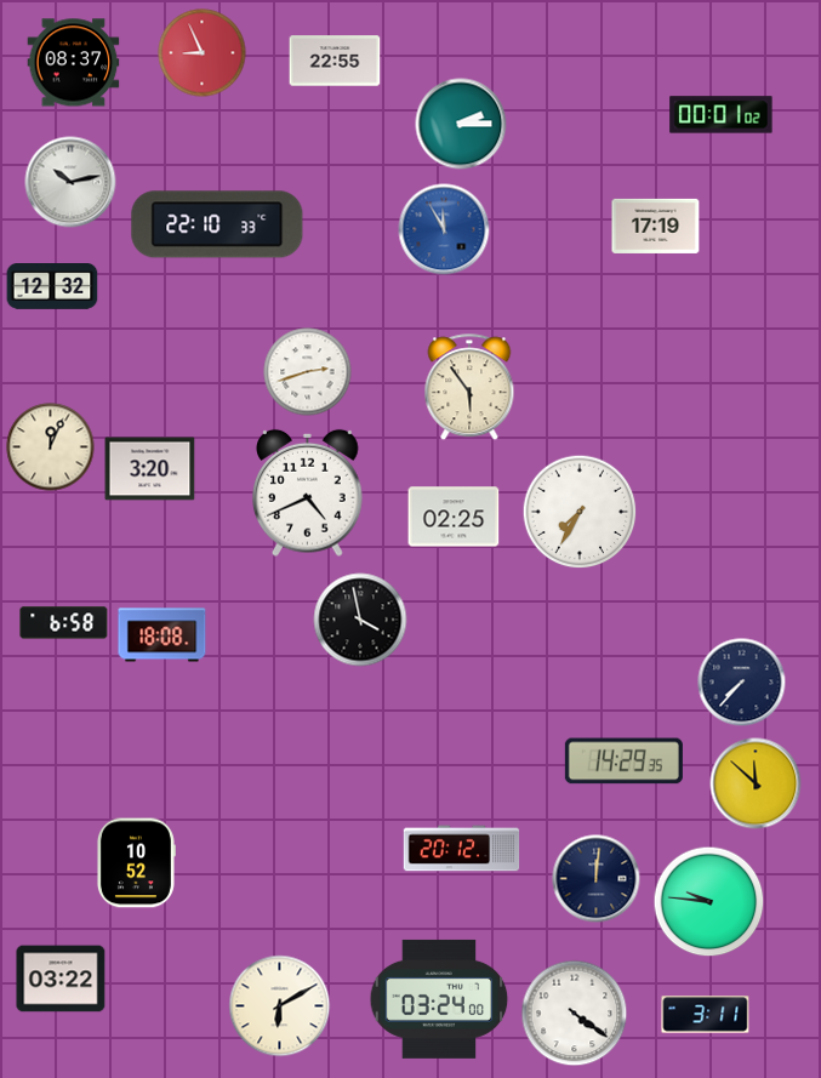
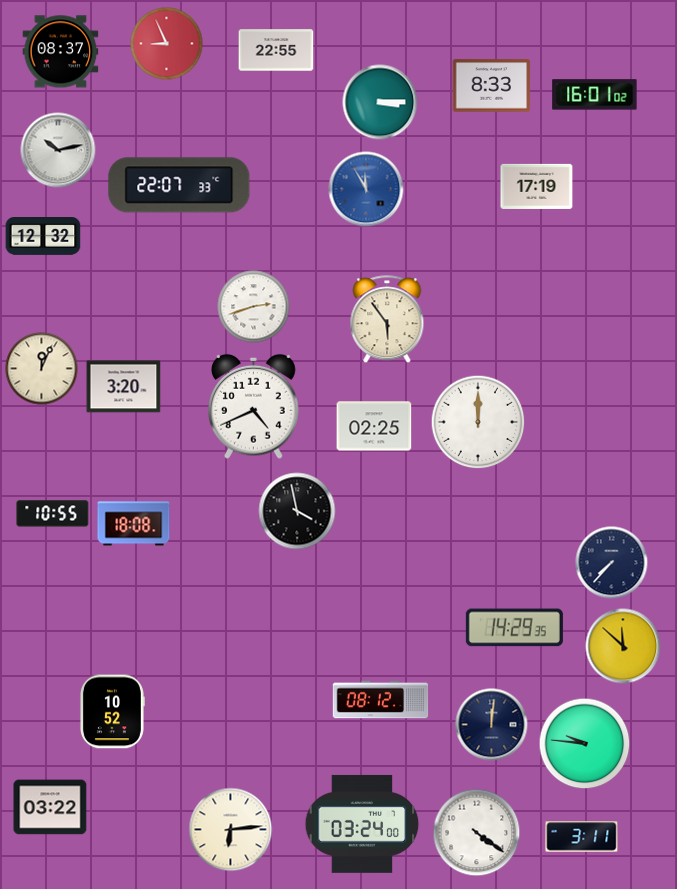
clock at (492, 86): none -> 8:33
clock at (722, 115): 00:01 -> 16:01
clock at (461, 124): 2:15 -> 3:15
clock at (217, 224): 22:10 -> 22:07
clock at (656, 226) position: (656, 226) -> (537, 186)
clock at (580, 512): 7:35 -> 12:00
clock at (64, 623): 6:58 -> 10:55
clock at (462, 849): 20:12 -> 08:12
clock at (280, 1006): 6:10 -> 6:14
clock at (575, 1014) position: (575, 1014) -> (477, 833)
